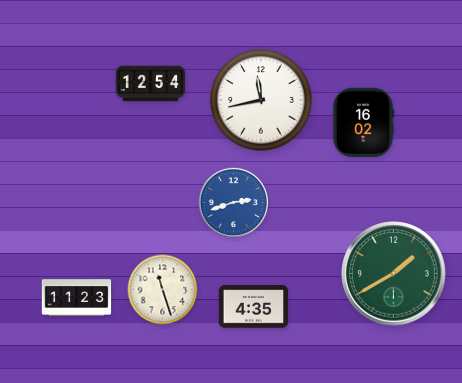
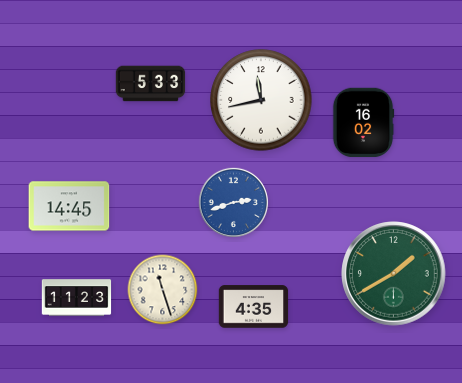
clock at (151, 84): 12:54 -> 5:33
clock at (69, 206): none -> 14:45
